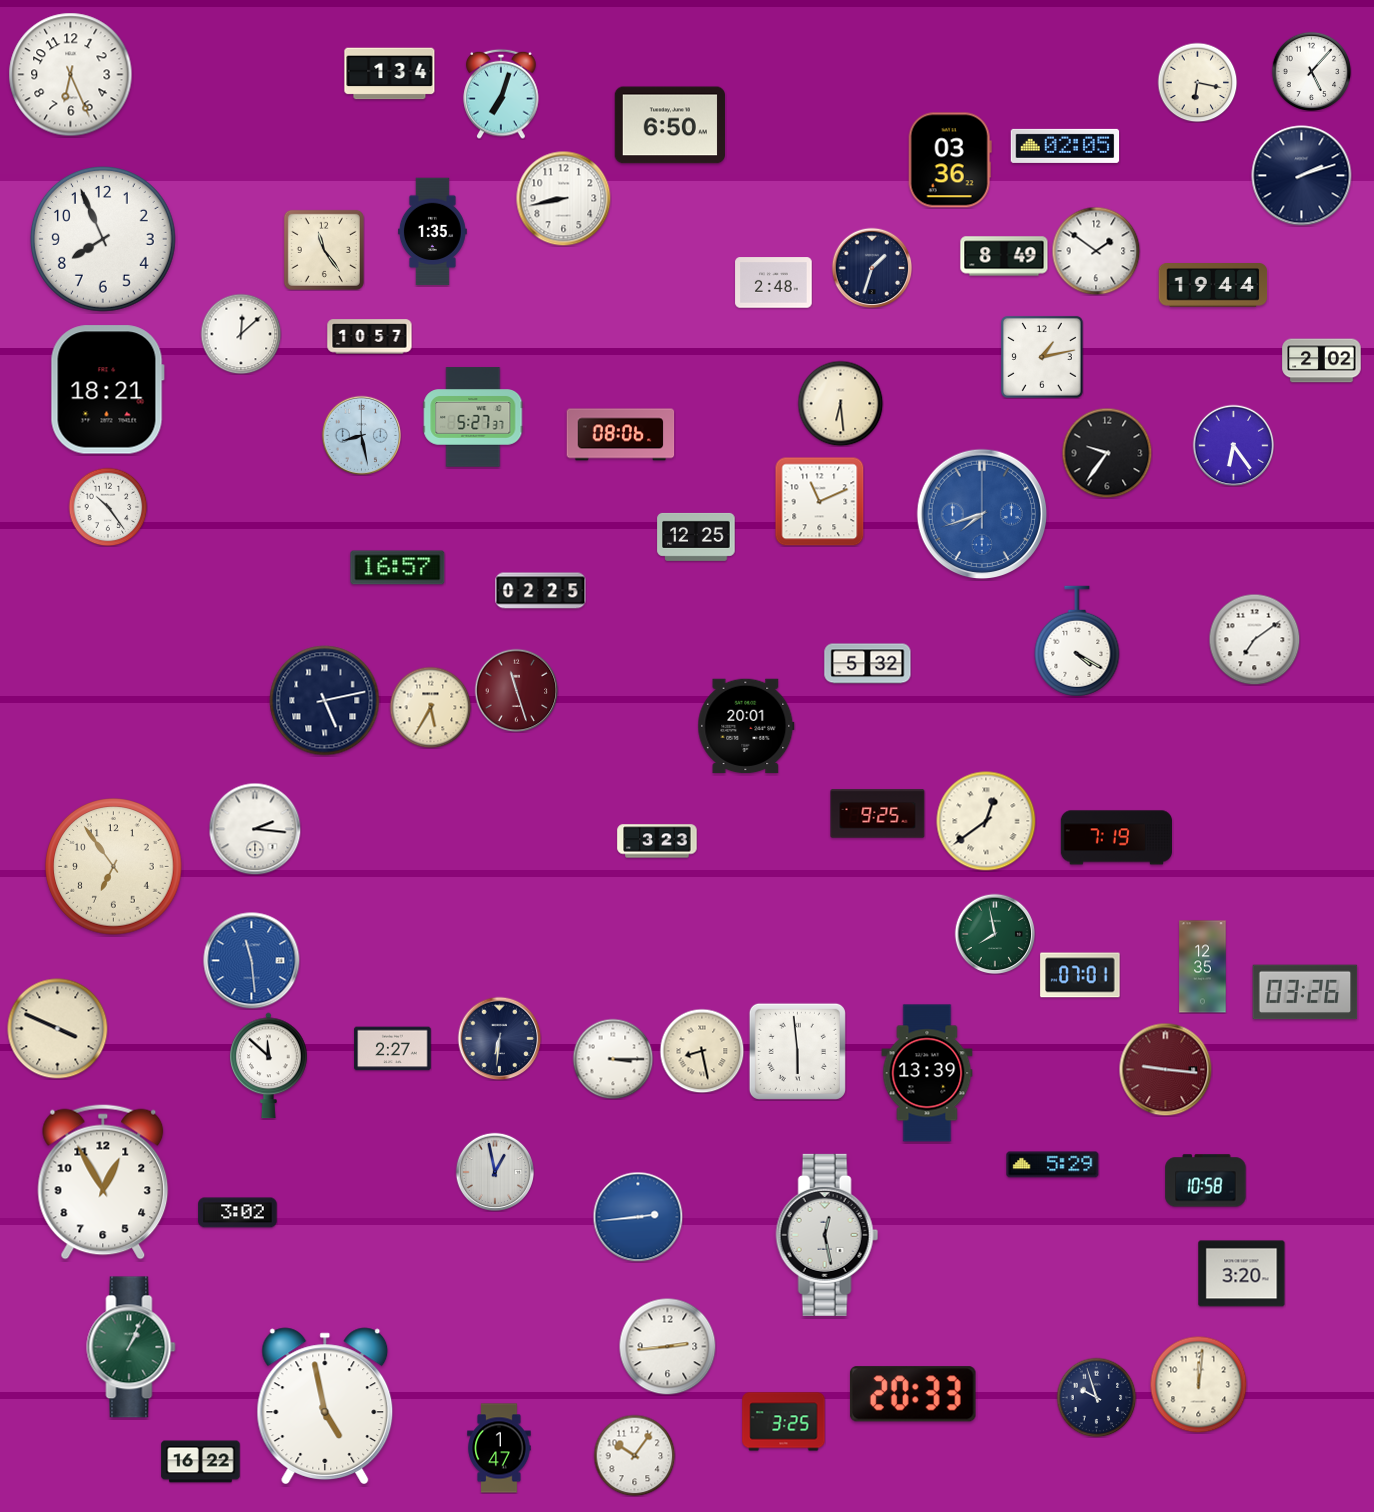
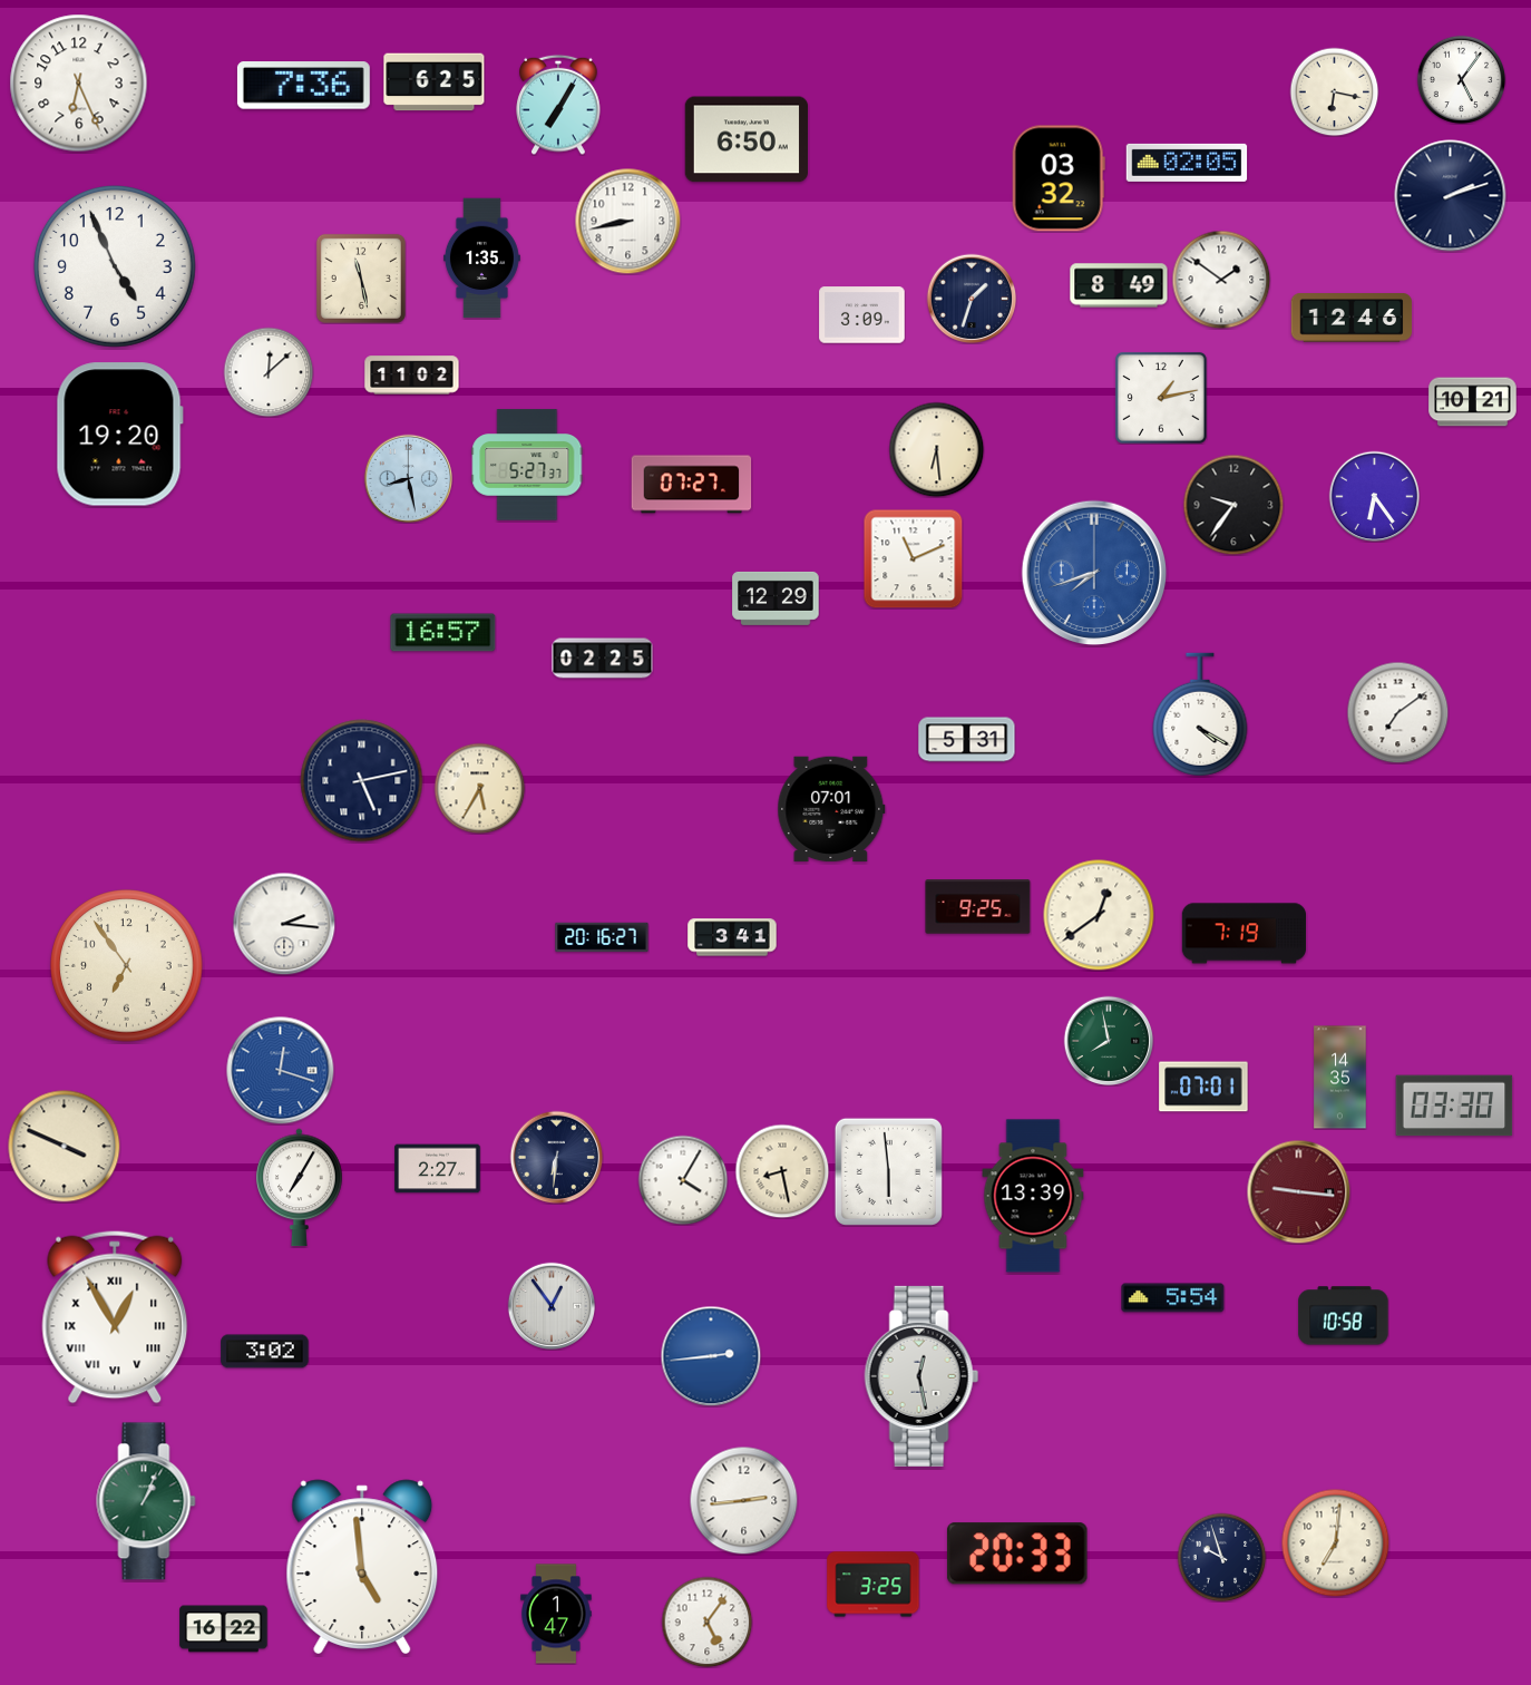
clock at (1311, 71): 5:07 -> 5:06
clock at (390, 74): 1:34 -> 6:25
clock at (303, 86): none -> 7:36
clock at (501, 94): 7:03 -> 7:05
clock at (950, 160): 03:36 -> 03:32
clock at (103, 239): 7:56 -> 4:56
clock at (324, 250): 11:24 -> 11:28
clock at (774, 283): 2:48 -> 3:09
clock at (1213, 286): 19:44 -> 12:46
clock at (370, 337): 10:57 -> 11:02
clock at (1322, 361): 2:02 -> 10:21
clock at (107, 390): 18:21 -> 19:20
clock at (361, 435) position: (361, 435) -> (408, 478)
clock at (621, 435): 08:06 -> 07:27
clock at (108, 507): 10:24 -> none
clock at (696, 537): 12:25 -> 12:29
clock at (868, 664): 5:32 -> 5:31
clock at (516, 690): 11:27 -> none
clock at (746, 726): 20:01 -> 07:01
clock at (602, 937): none -> 20:16
clock at (657, 841): 3:23 -> 3:41
clock at (252, 961): 11:29 -> 12:18
clock at (1203, 967): 12:35 -> 14:35
clock at (1305, 992): 03:26 -> 03:30
clock at (613, 1059): 3:15 -> 4:05
clock at (269, 1066): 11:52 -> 7:05
clock at (1053, 1165): 5:29 -> 5:54
clock at (495, 1172): 12:58 -> 12:54
clock at (103, 1182) numerals: Arabic -> Roman
clock at (1242, 1274): 3:20 -> none
clock at (1198, 1384): 12:01 -> 7:01
clock at (325, 1406): 4:58 -> 4:59
clock at (634, 1455): 10:06 -> 5:06
